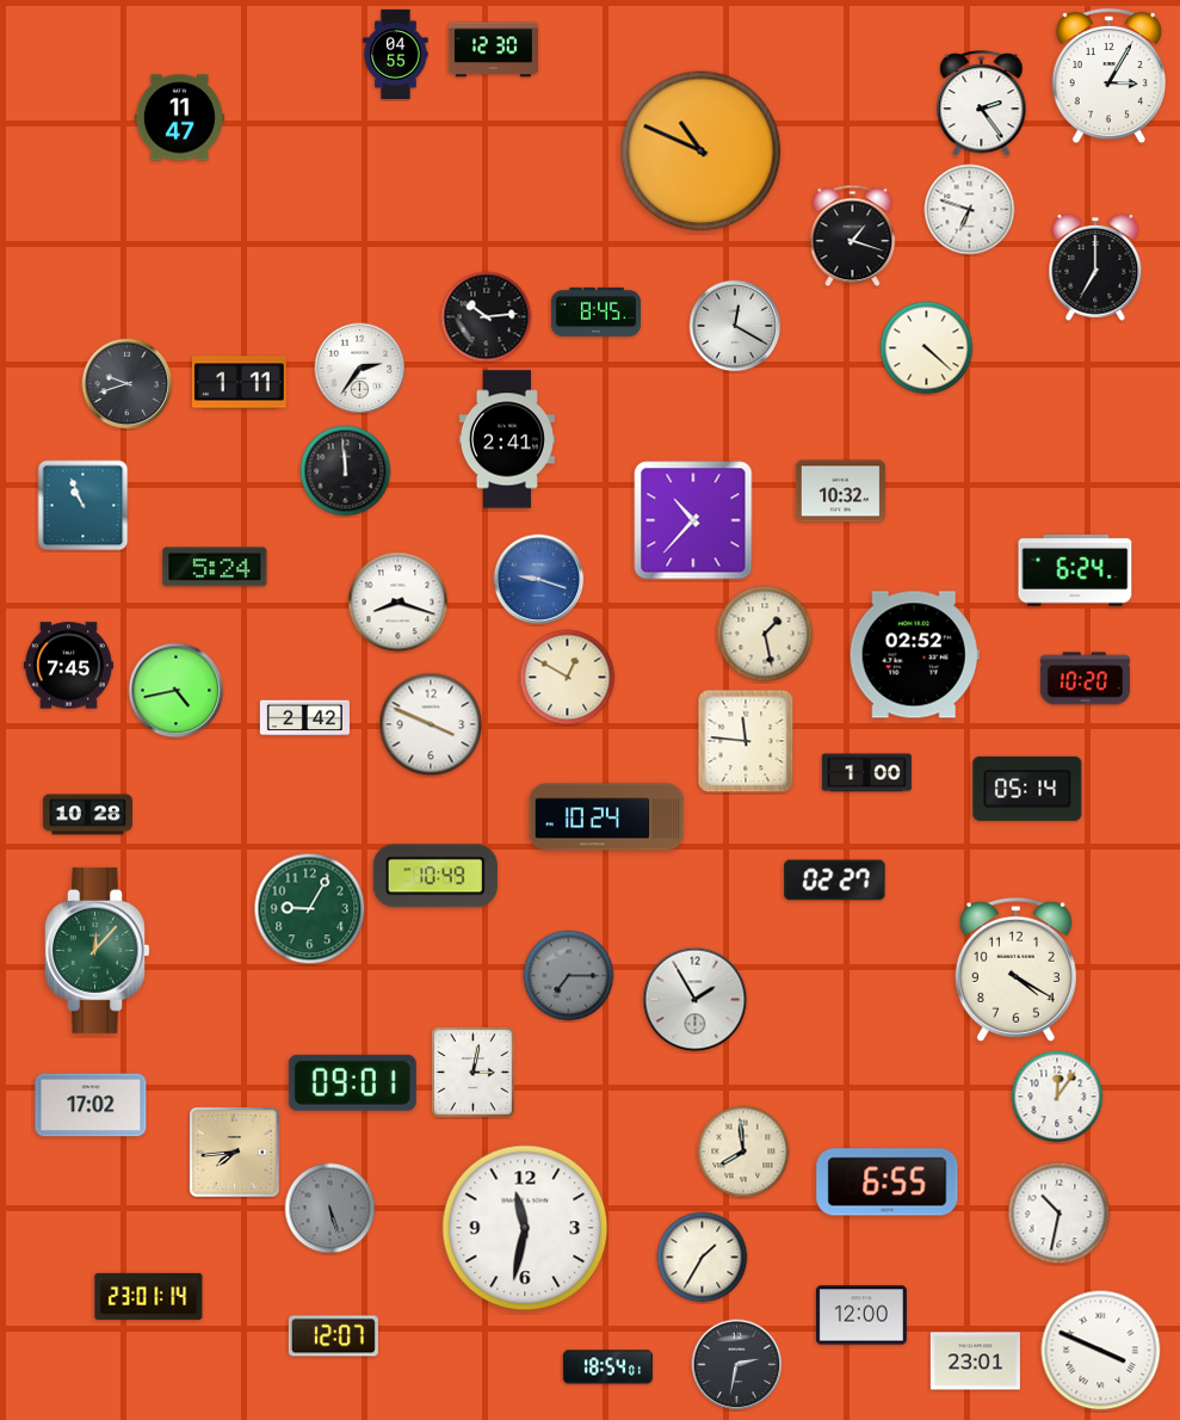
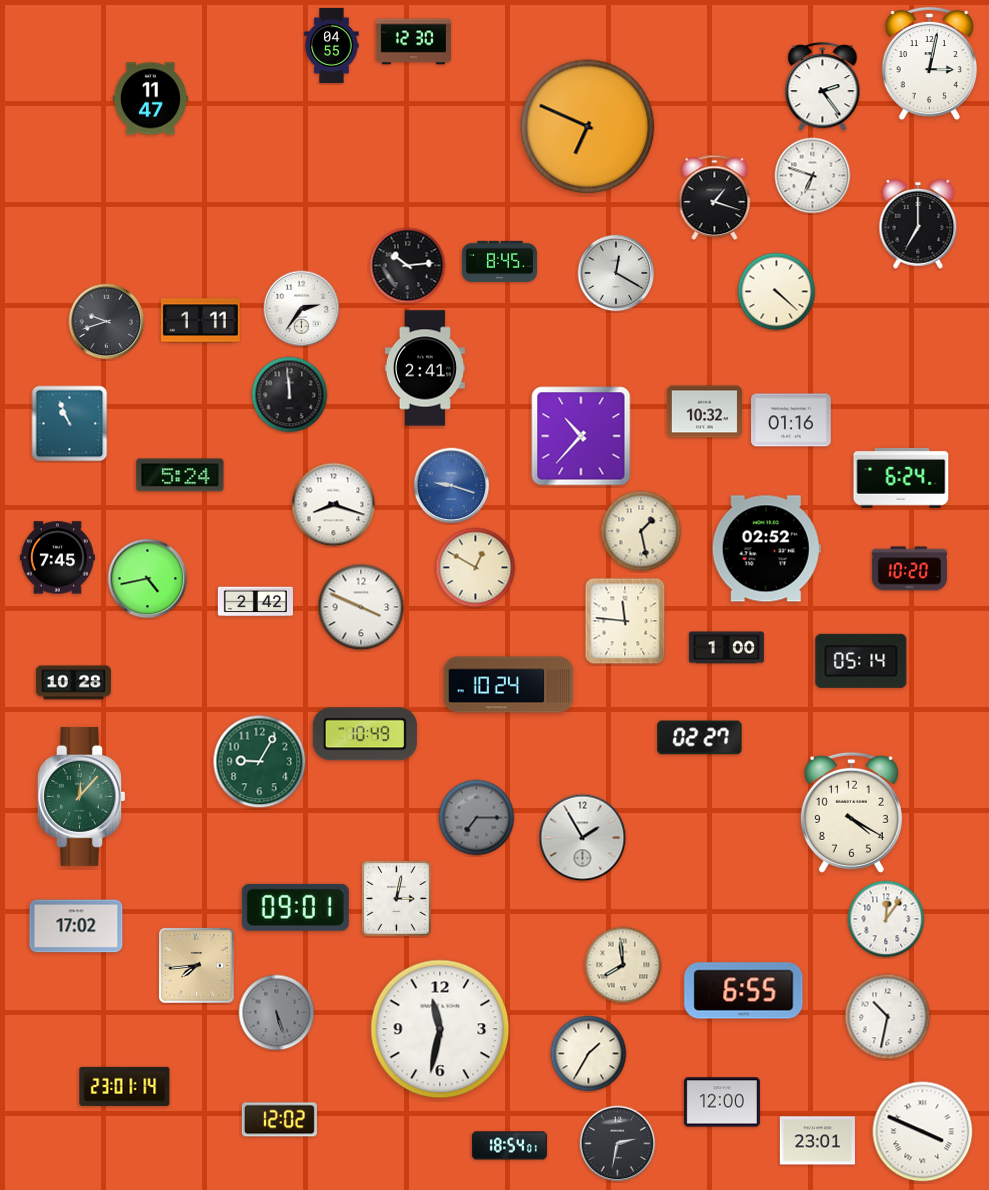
clock at (1108, 76): 3:05 -> 3:02
clock at (702, 152): 10:49 -> 6:49
clock at (791, 420): none -> 01:16
clock at (333, 1336): 12:07 -> 12:02
